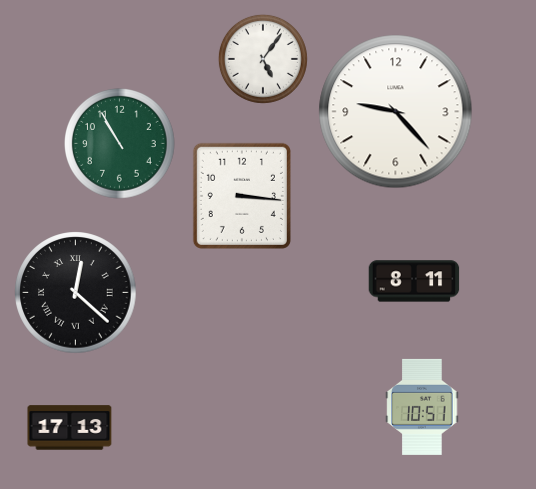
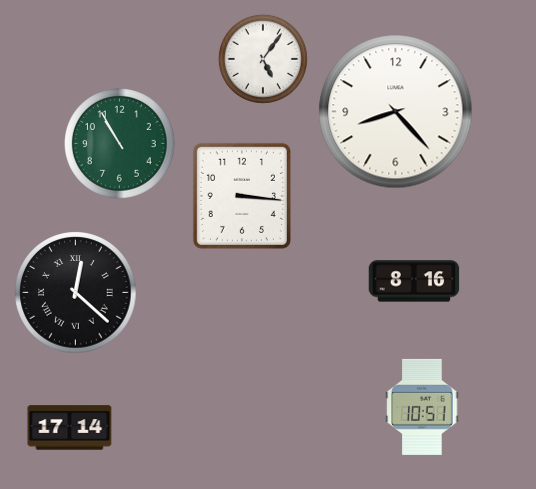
clock at (396, 112): 9:23 -> 8:23
clock at (414, 281): 8:11 -> 8:16
clock at (70, 428): 17:13 -> 17:14
